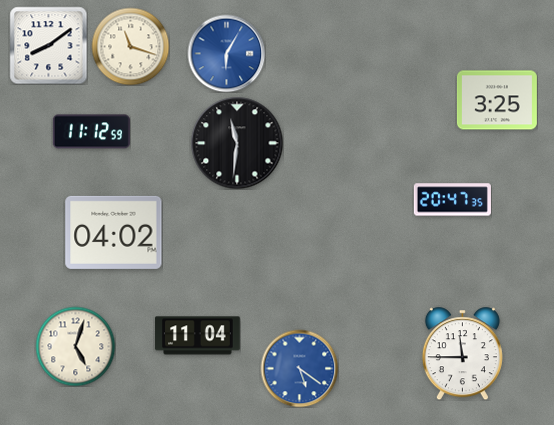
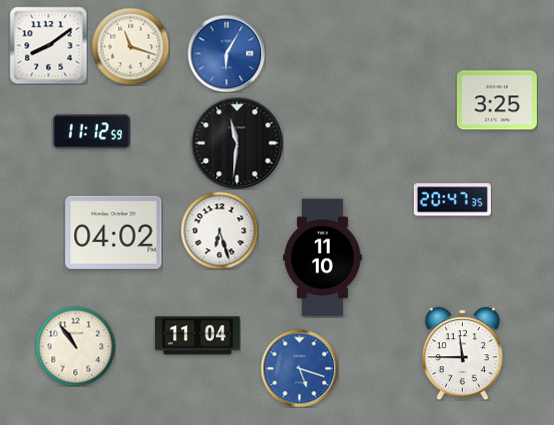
clock at (219, 230): none -> 6:27
clock at (322, 258): none -> 11:10
clock at (75, 346): 5:03 -> 10:54
clock at (299, 368): 5:21 -> 5:18
